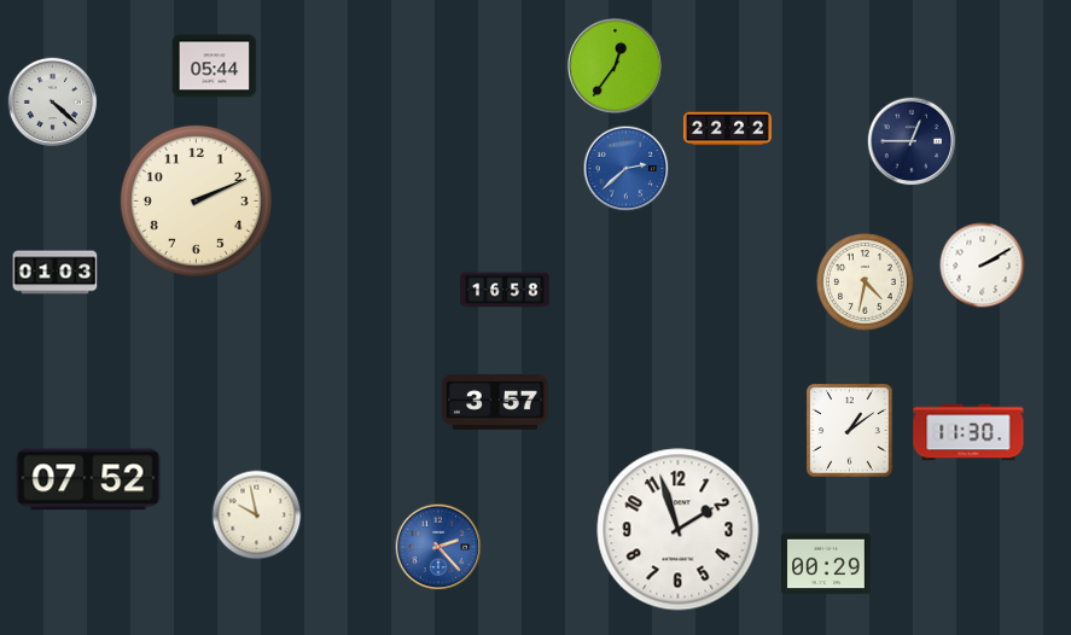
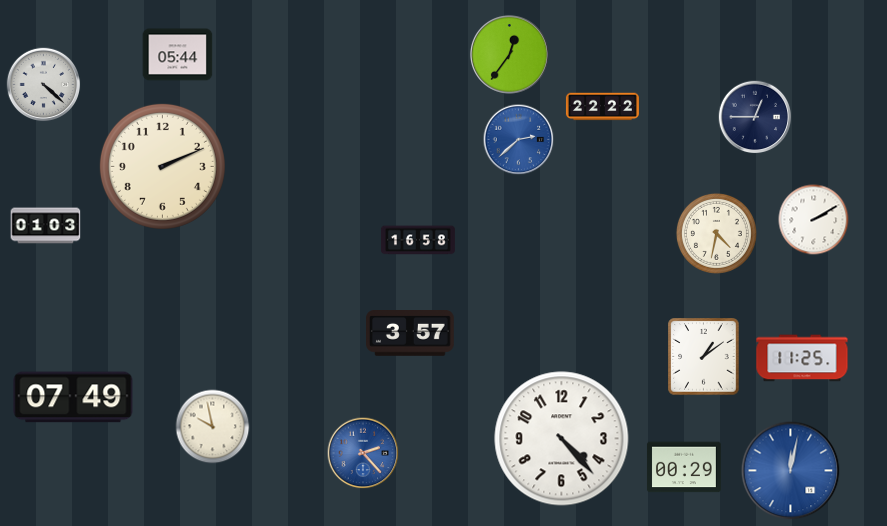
clock at (968, 432): 11:30 -> 11:25
clock at (88, 479): 07:52 -> 07:49
clock at (679, 530): 1:57 -> 4:23
clock at (791, 471): none -> 12:02
